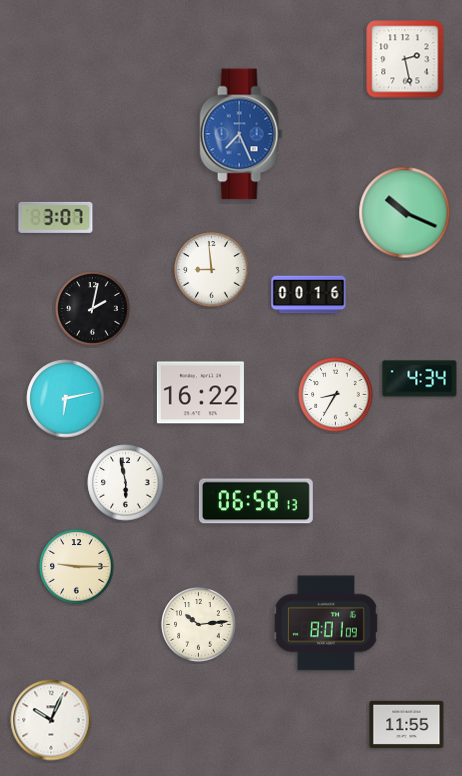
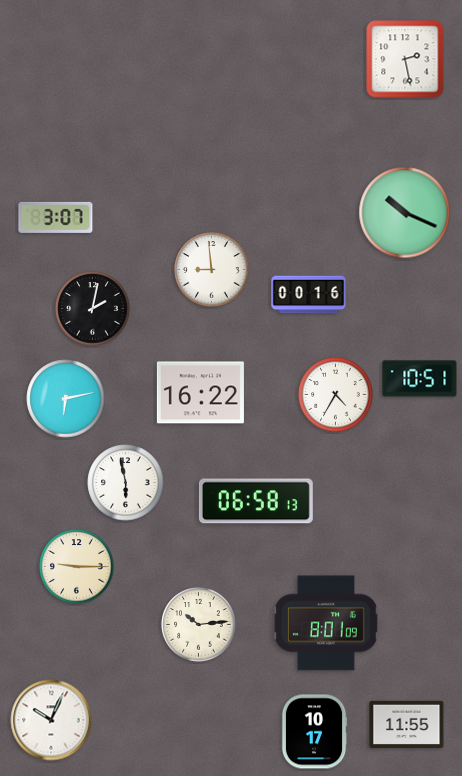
clock at (241, 134): 7:26 -> none
clock at (420, 379): 4:34 -> 10:51
clock at (336, 395): 8:35 -> 4:35
clock at (314, 732): none -> 10:17
